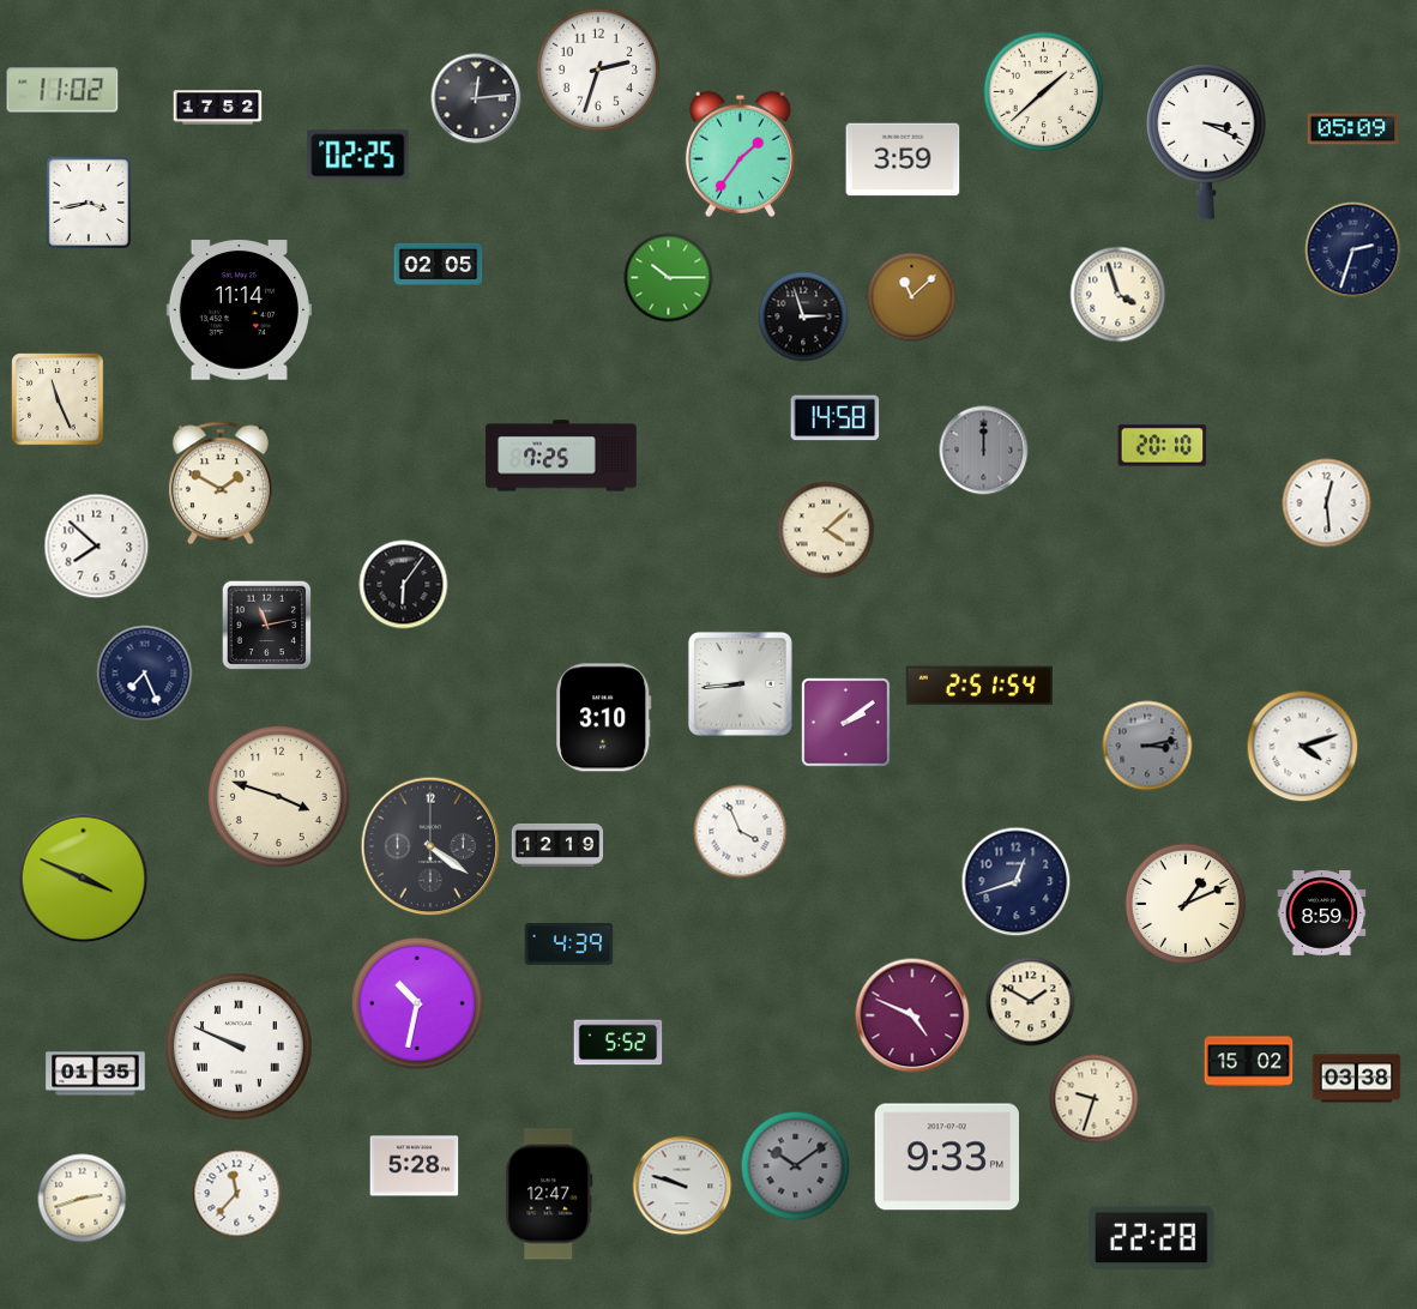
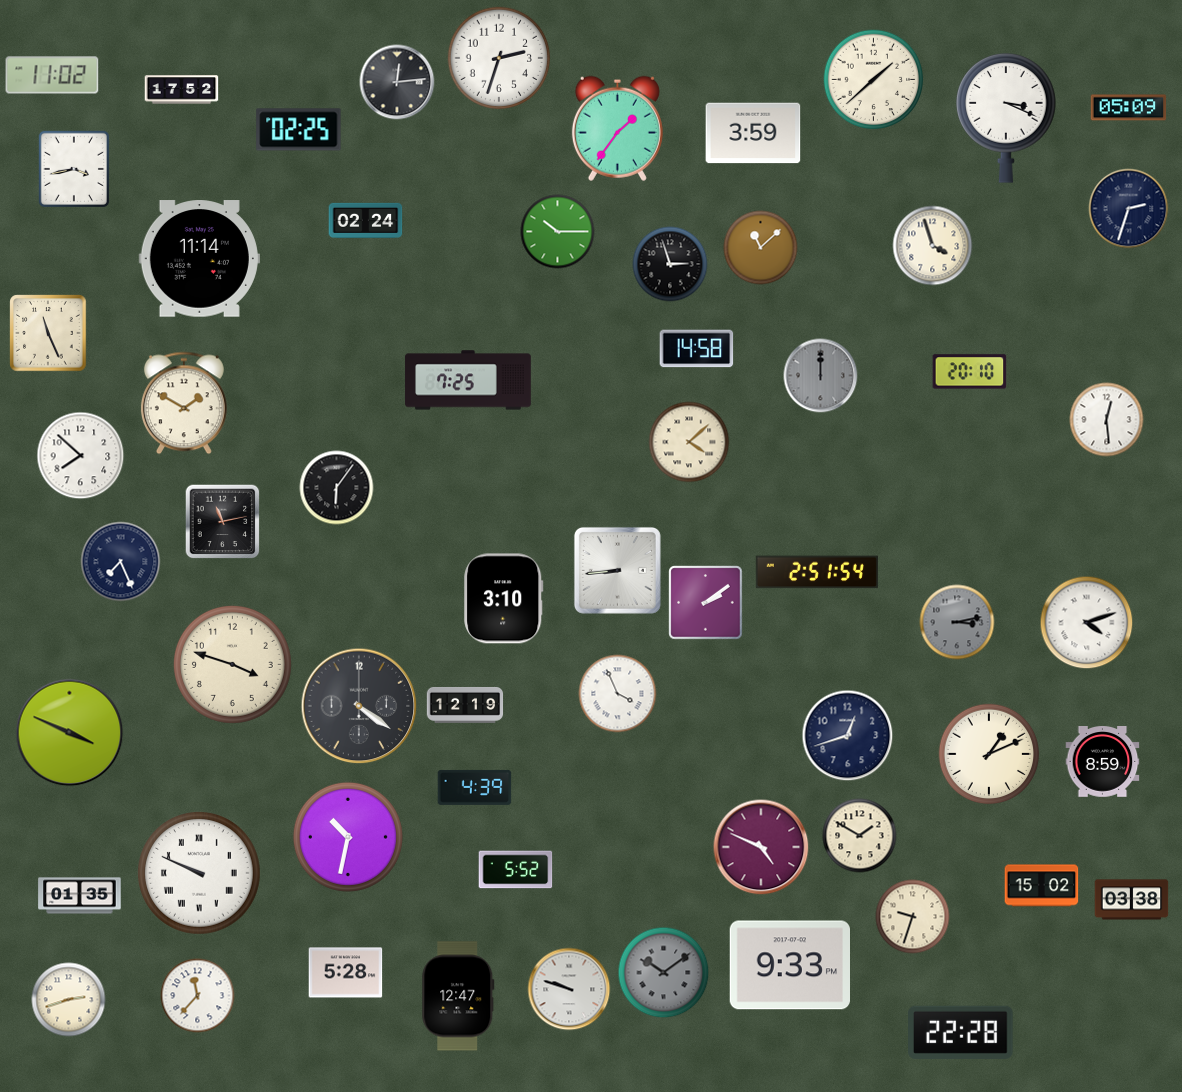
clock at (1044, 92) position: (1044, 92) -> (874, 80)
clock at (439, 264): 02:05 -> 02:24
